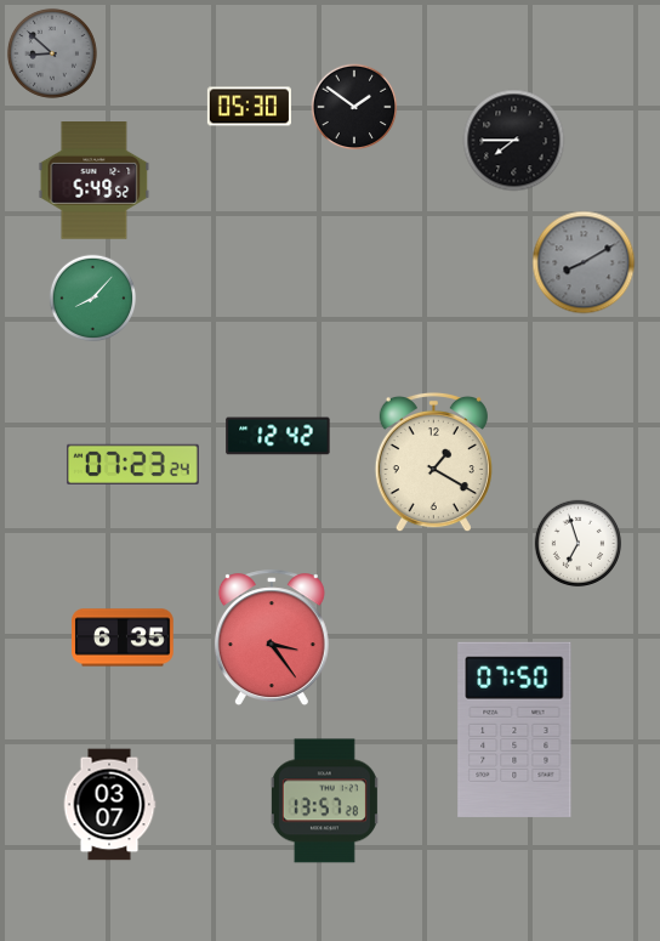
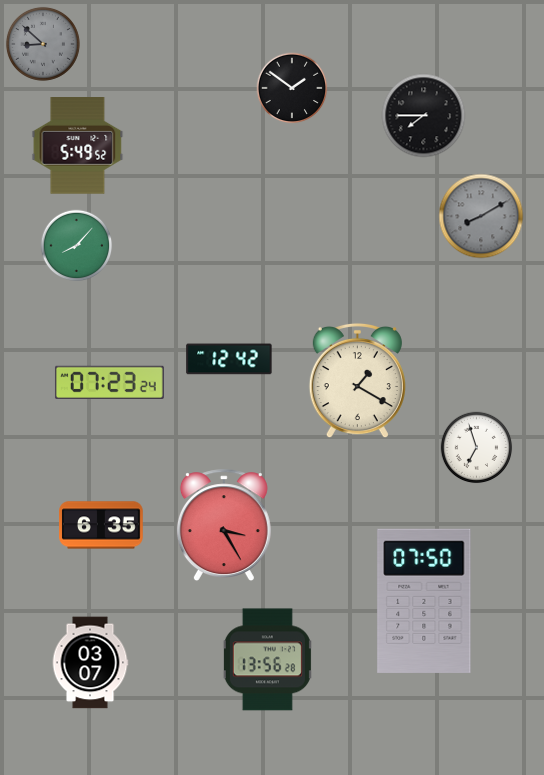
clock at (249, 107): 05:30 -> none
clock at (95, 181) position: (95, 181) -> (78, 146)
clock at (272, 639): 3:24 -> 3:25
clock at (324, 801): 13:57 -> 13:56
